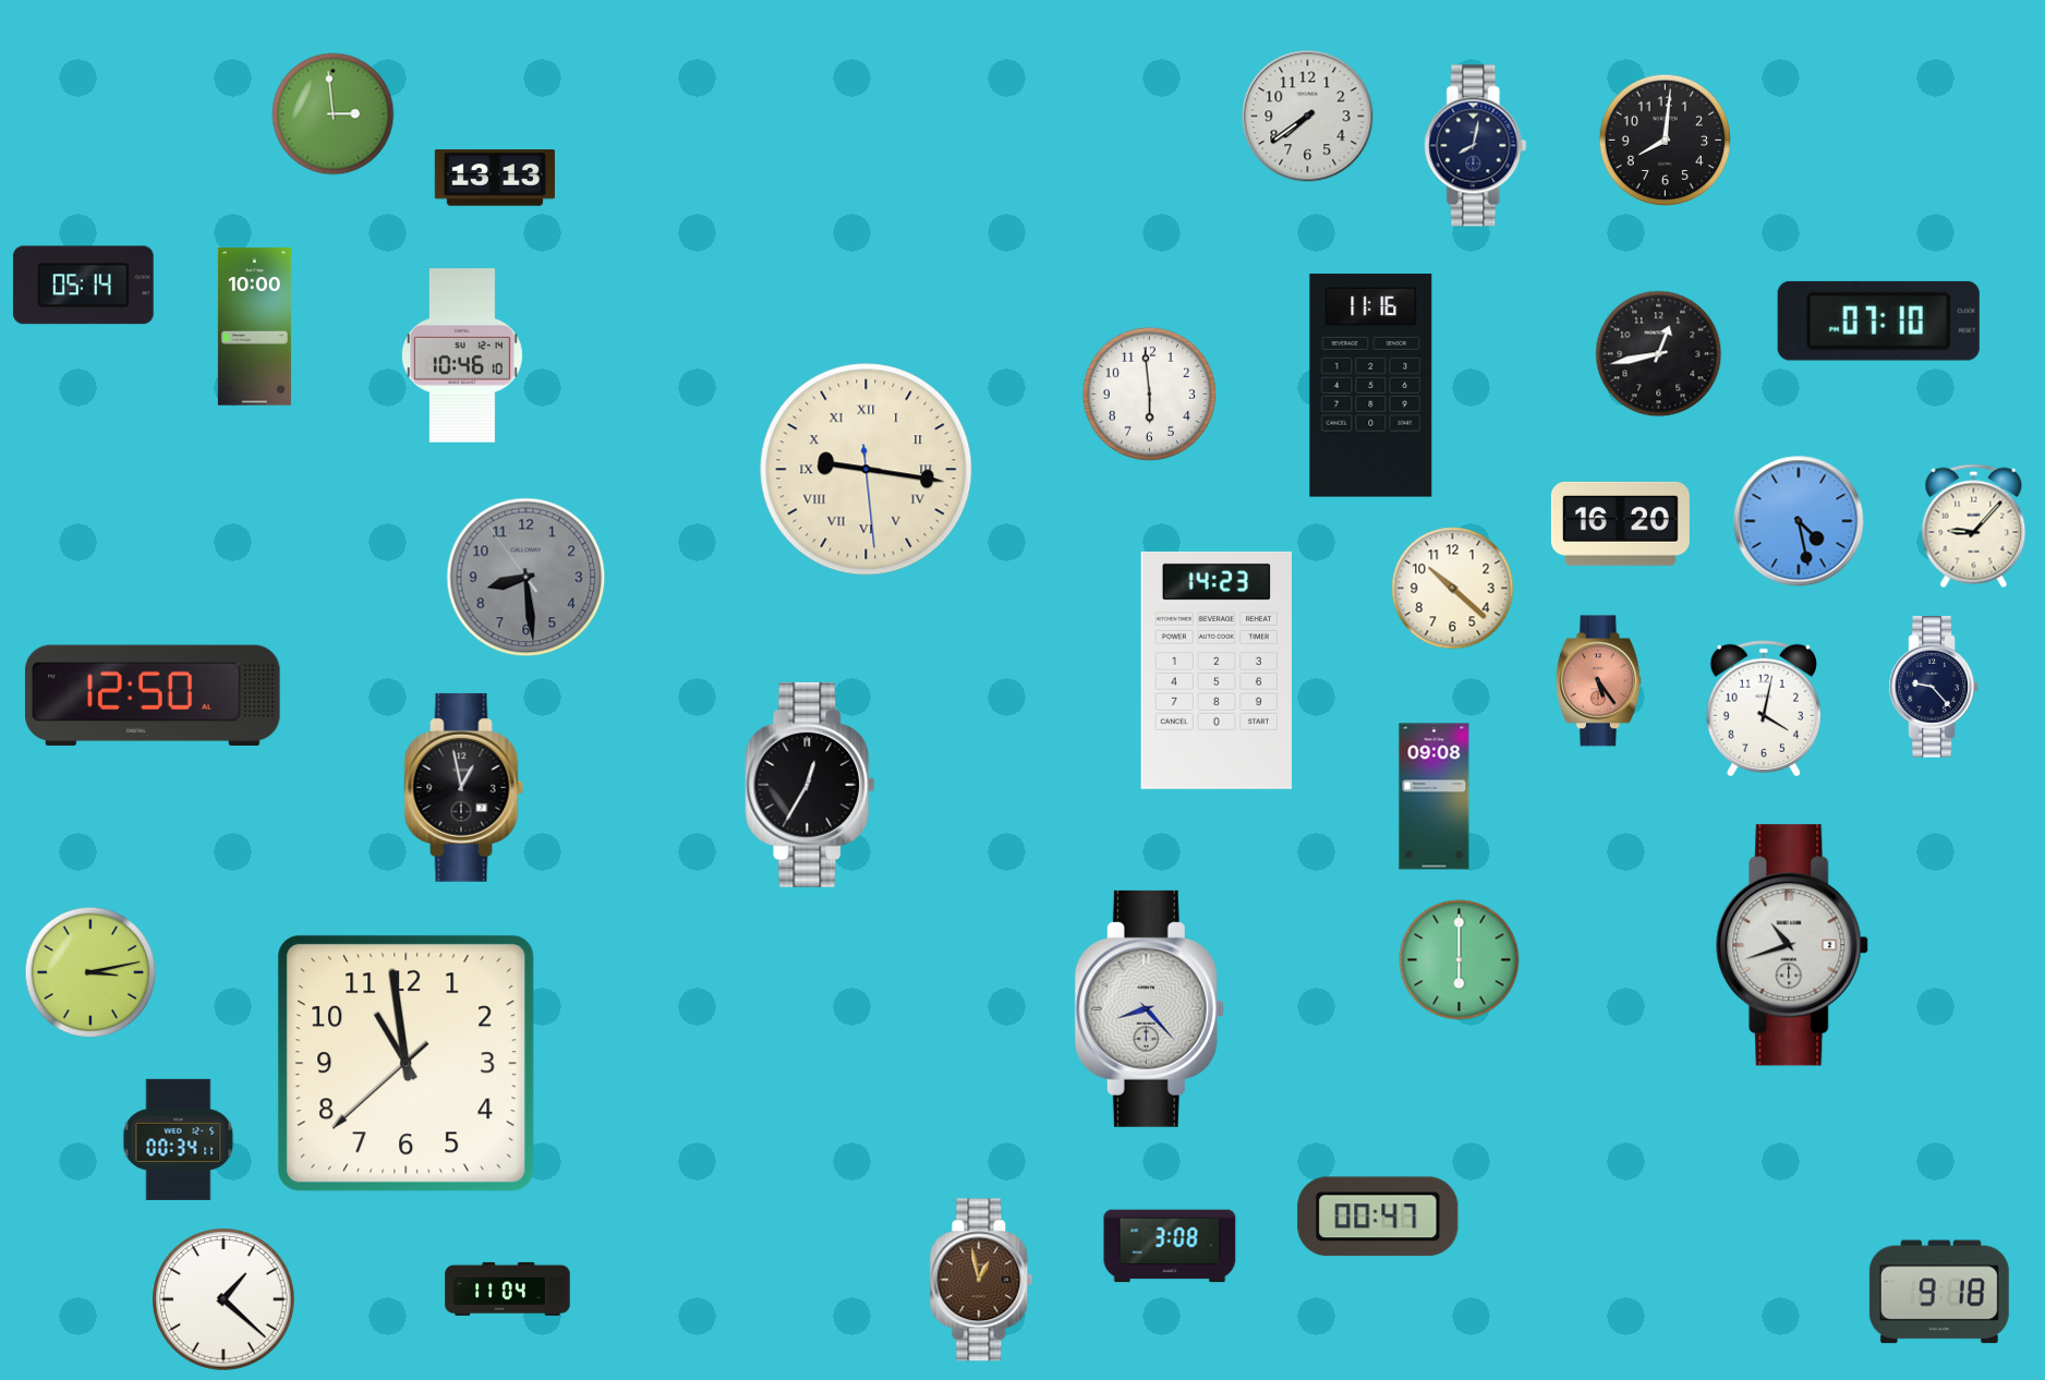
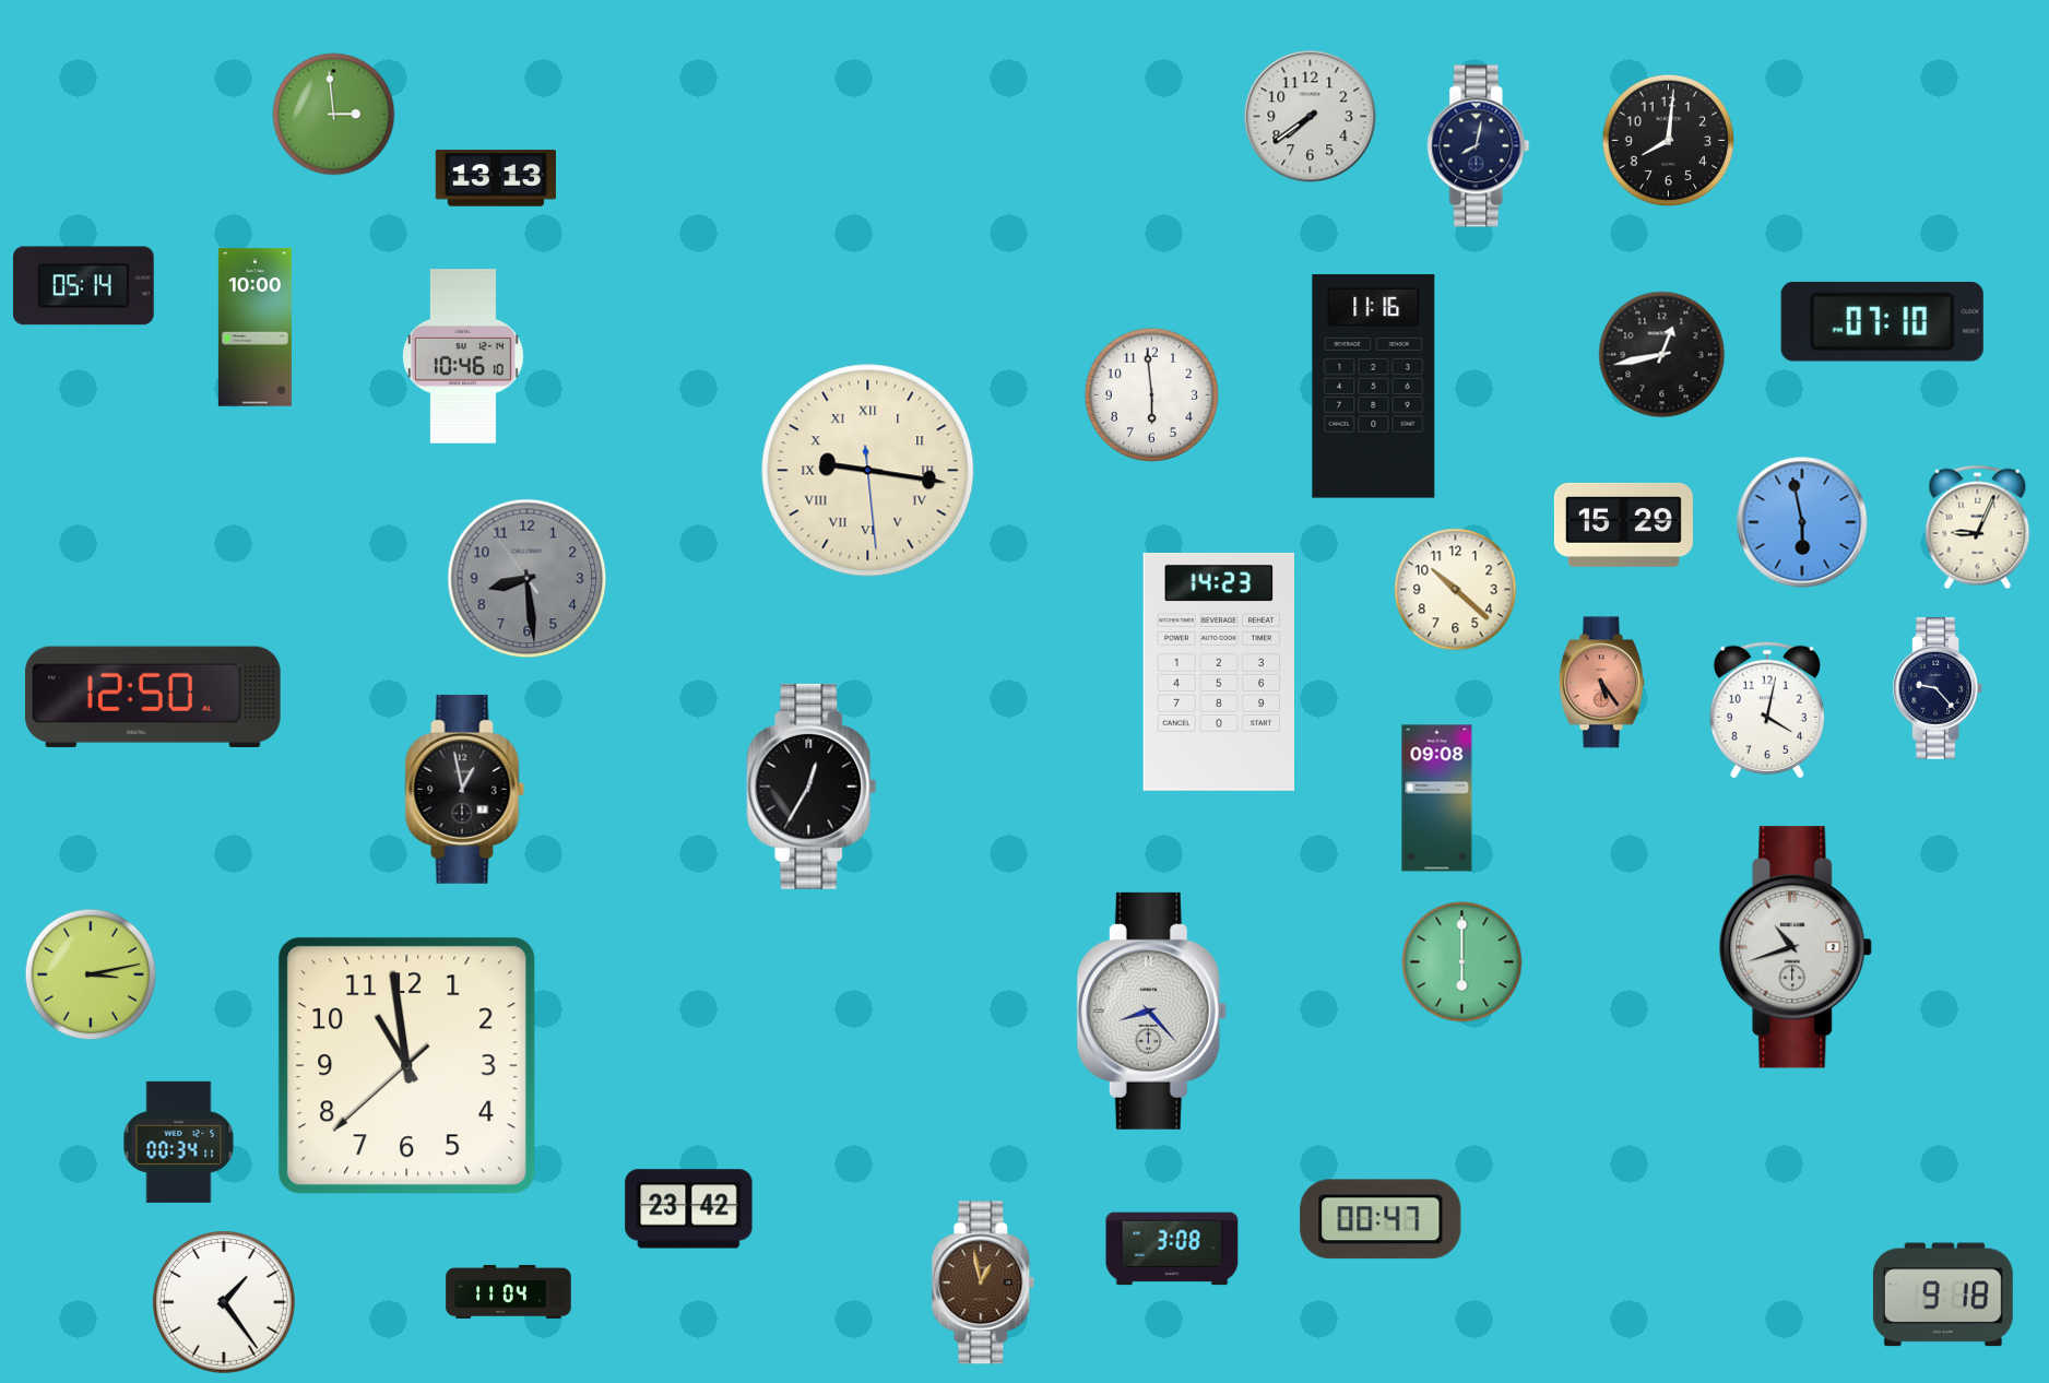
clock at (1799, 521): 4:28 -> 5:58
clock at (1620, 523): 16:20 -> 15:29
clock at (1974, 526): 9:07 -> 9:04
clock at (689, 1209): none -> 23:42
clock at (223, 1299): 1:22 -> 1:24
